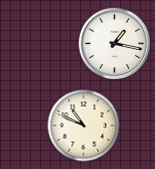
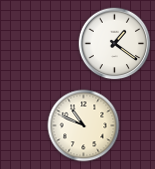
clock at (115, 44): 1:17 -> 1:21
